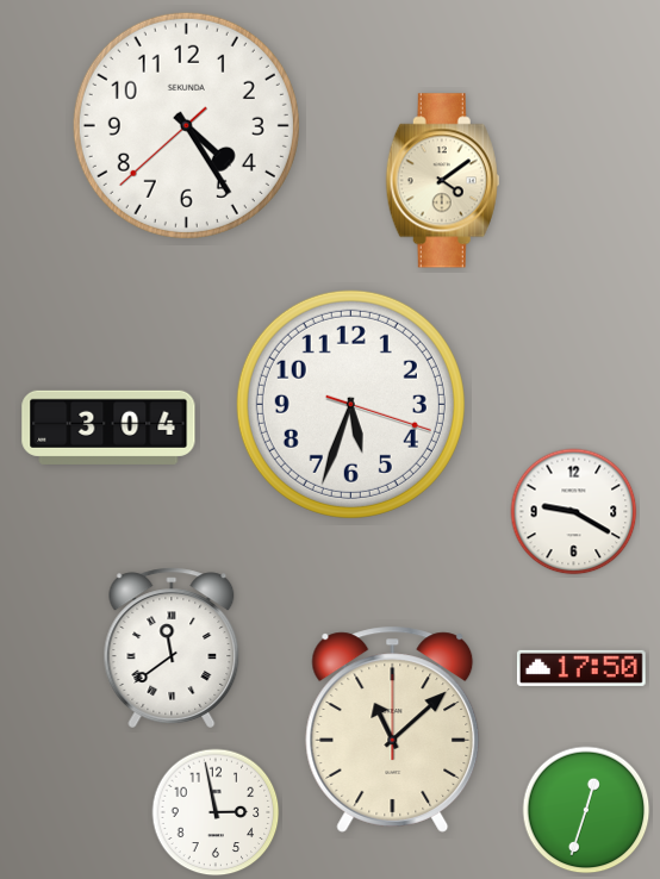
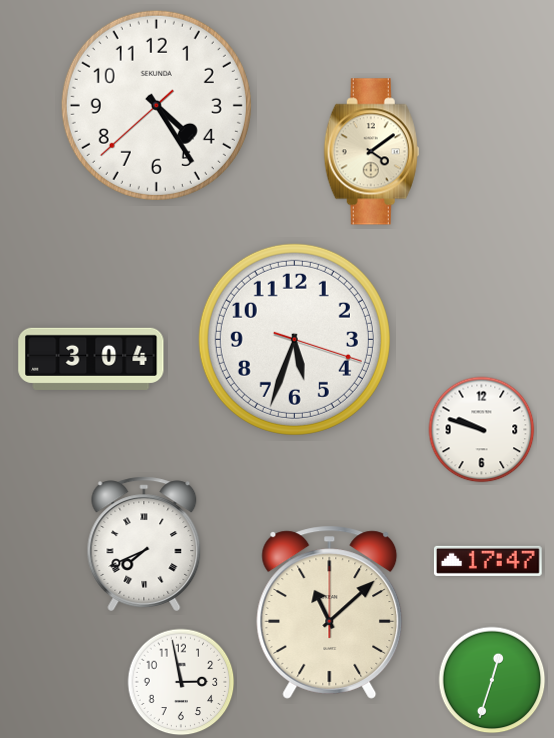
clock at (574, 512): 9:20 -> 9:48
clock at (172, 648): 11:39 -> 7:41
clock at (581, 668): 17:50 -> 17:47
